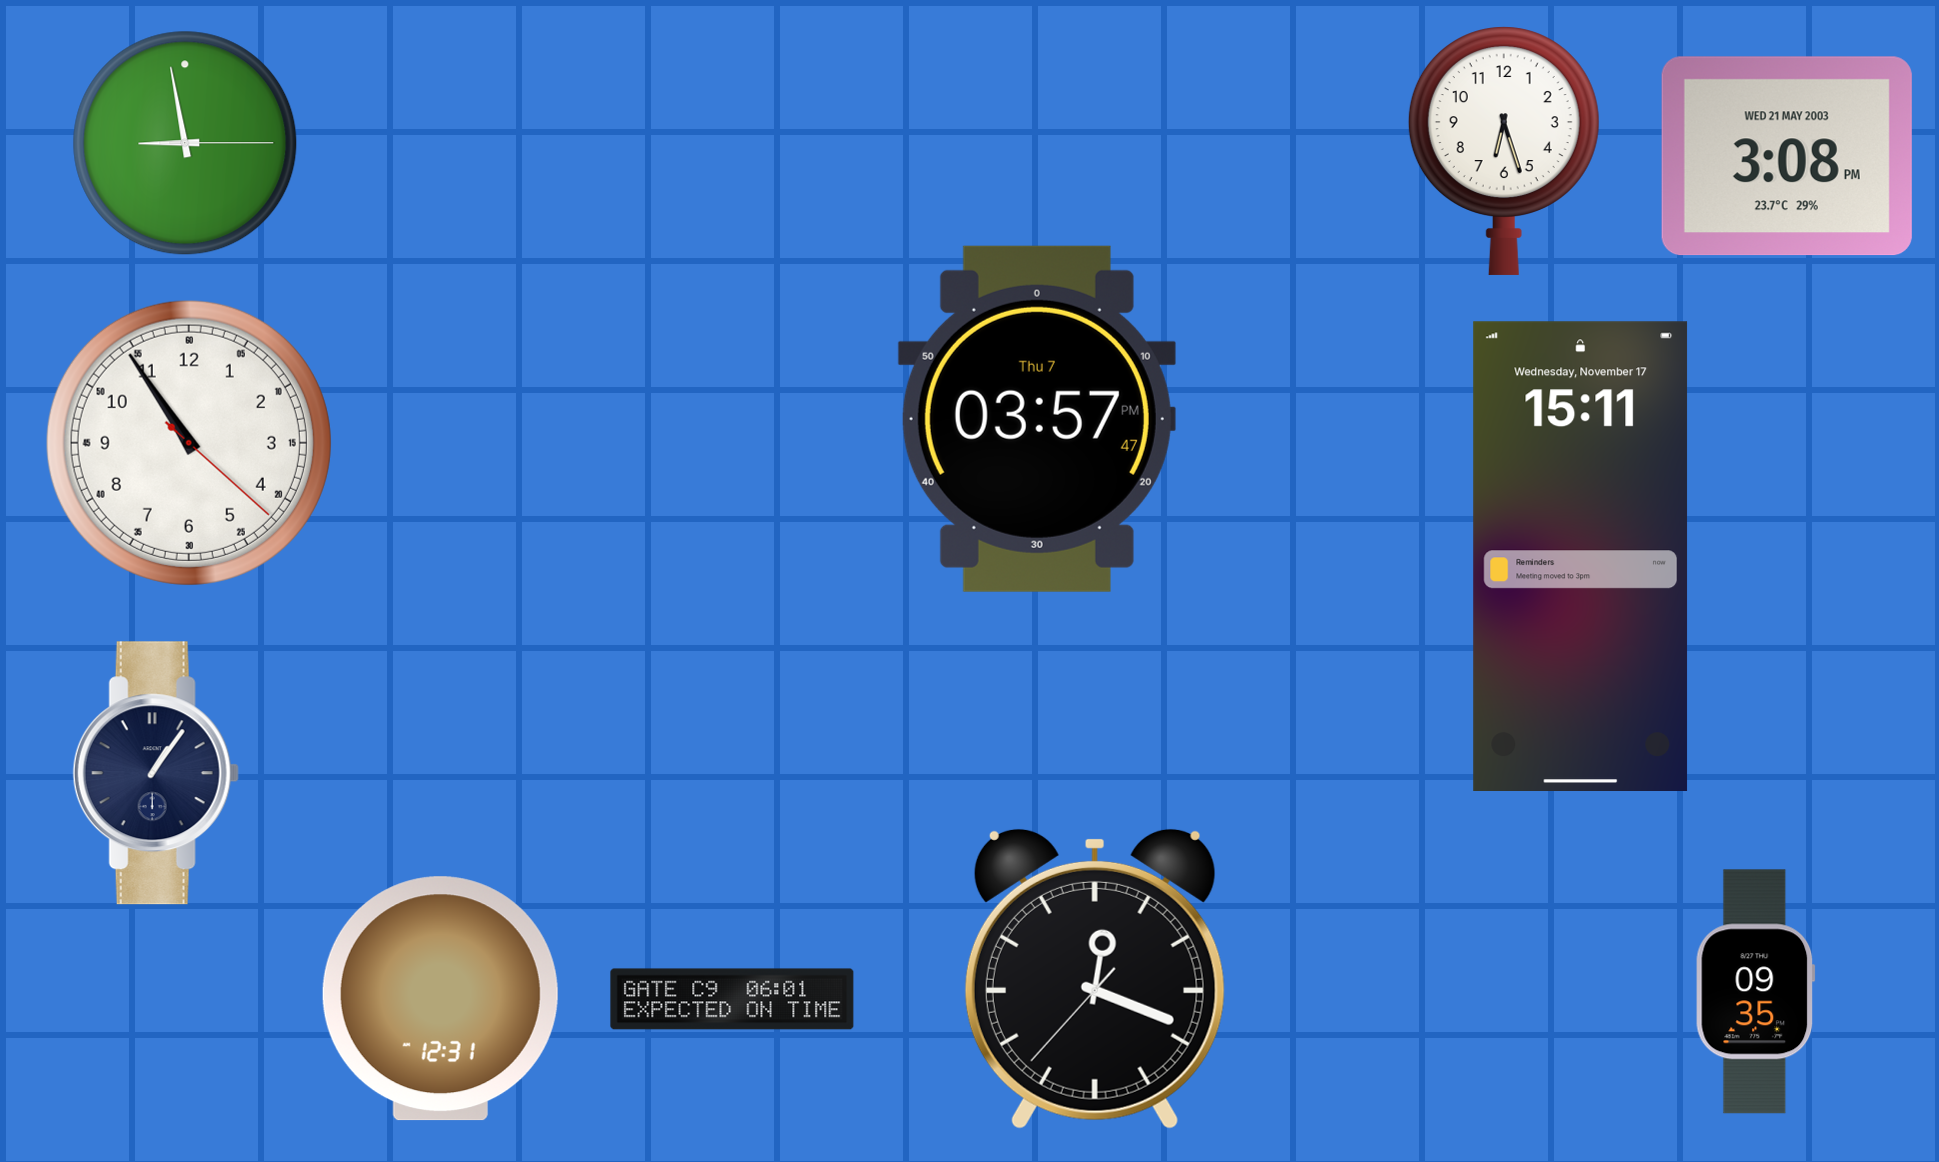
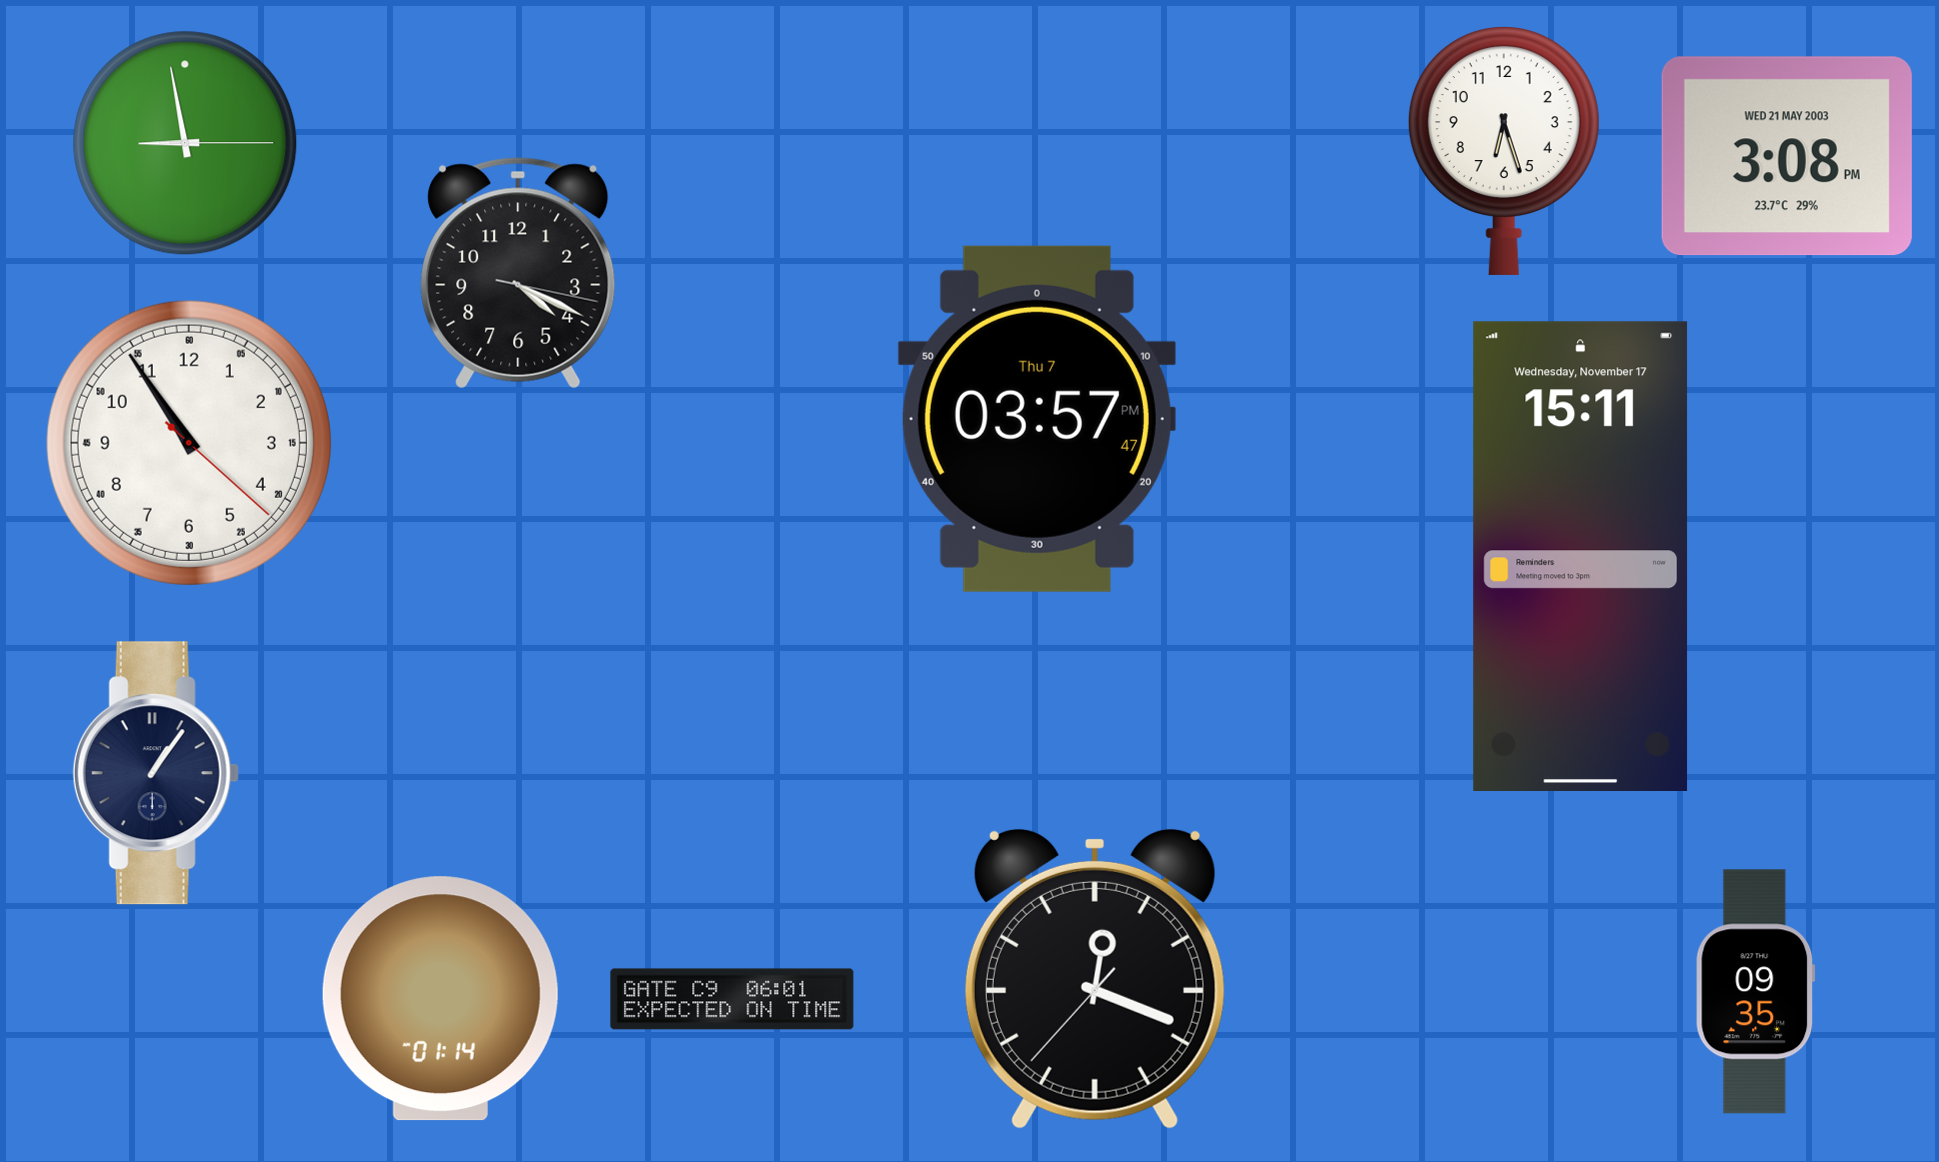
clock at (518, 273): none -> 4:19
clock at (440, 999): 12:31 -> 01:14
